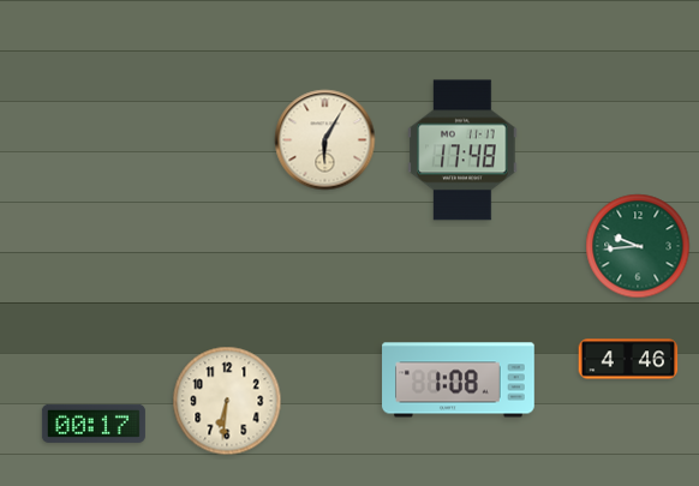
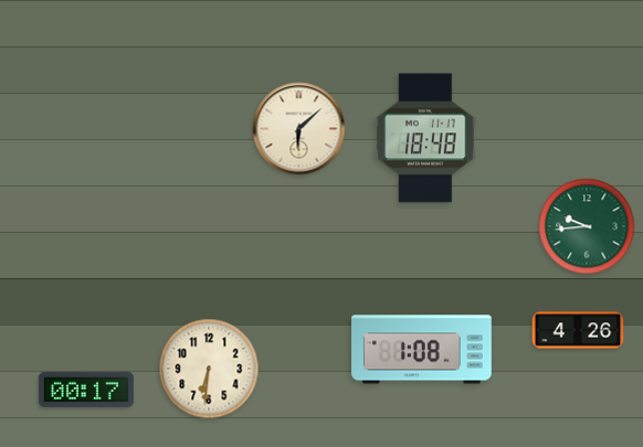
clock at (325, 140): 6:05 -> 6:08
clock at (462, 150): 17:48 -> 18:48
clock at (628, 359): 4:46 -> 4:26
